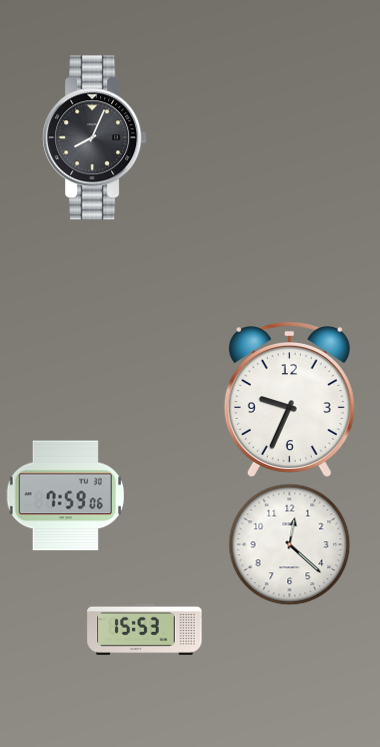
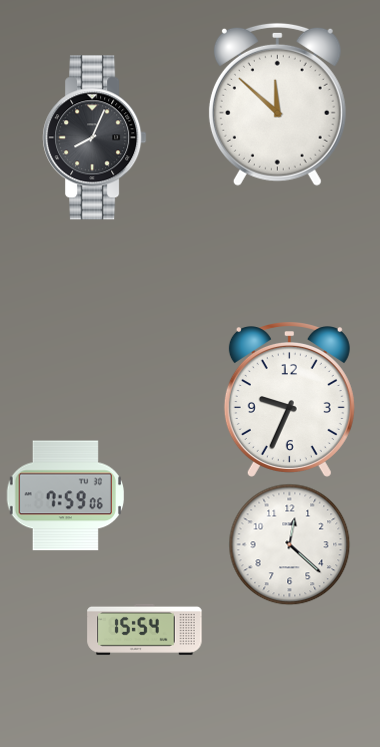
clock at (277, 104): none -> 11:52
clock at (145, 629): 15:53 -> 15:54
